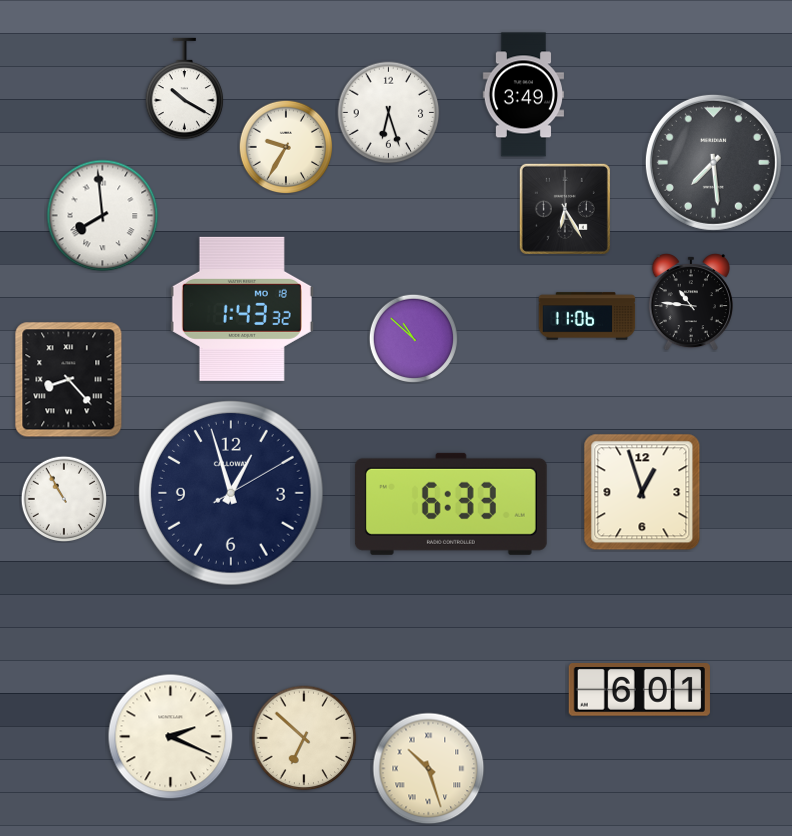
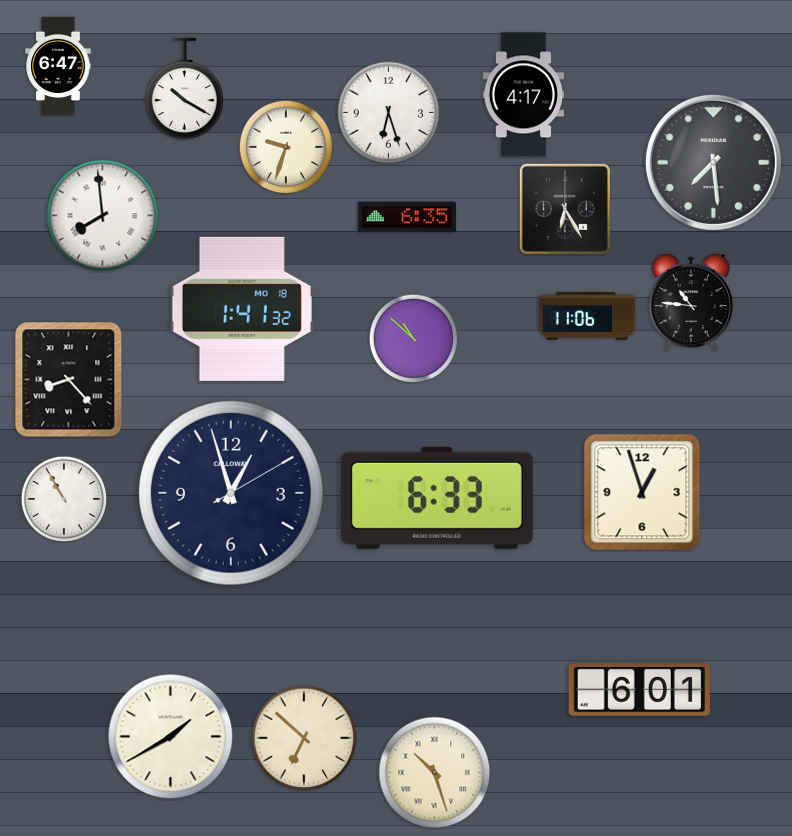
clock at (58, 66): none -> 6:47
clock at (523, 95): 3:49 -> 4:17
clock at (286, 147): 9:35 -> 9:33
clock at (407, 217): none -> 6:35
clock at (242, 309): 1:43 -> 1:41
clock at (451, 504) position: (451, 504) -> (437, 498)
clock at (171, 737): 2:19 -> 1:40
clock at (429, 769) position: (429, 769) -> (435, 773)
